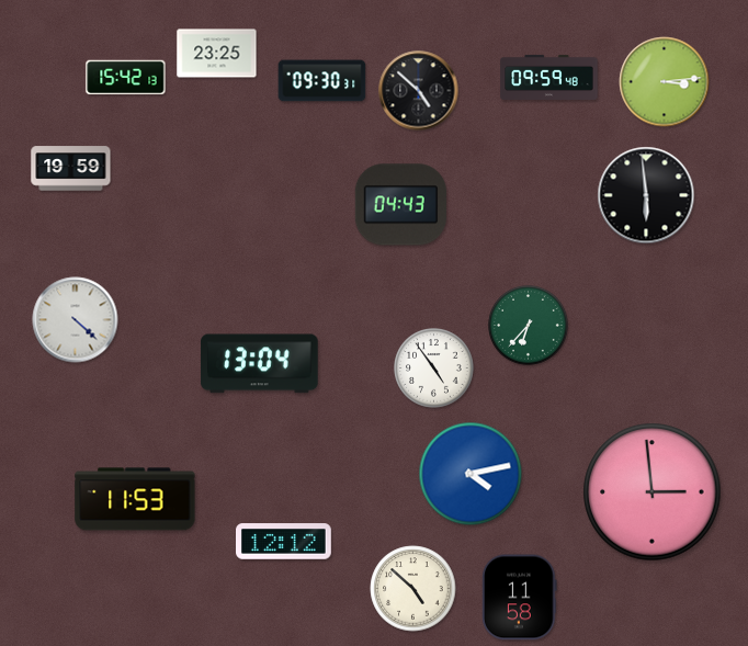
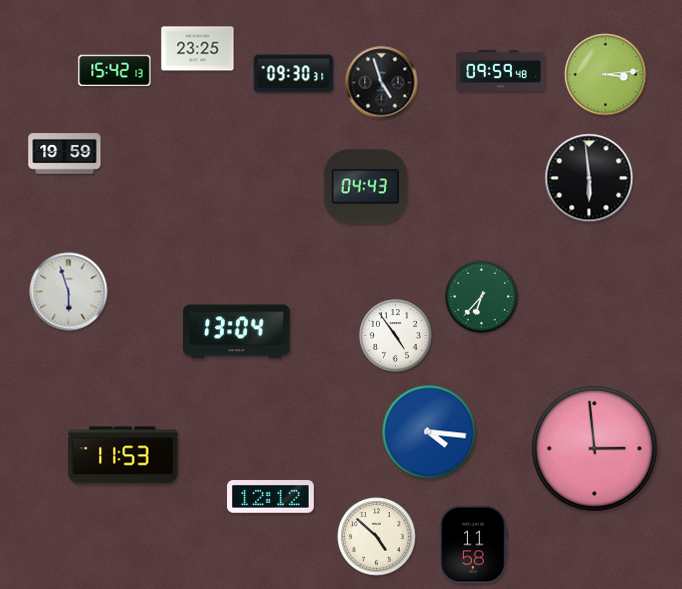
clock at (419, 91): 4:52 -> 4:57
clock at (76, 320): 4:22 -> 5:57
clock at (471, 474): 4:13 -> 4:16
clock at (284, 542) position: (284, 542) -> (271, 497)
